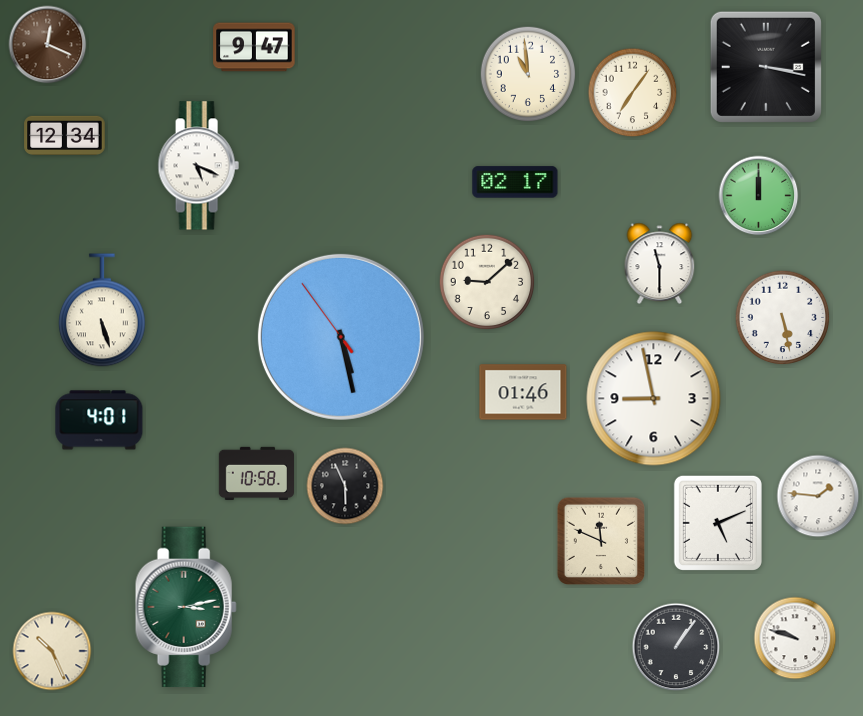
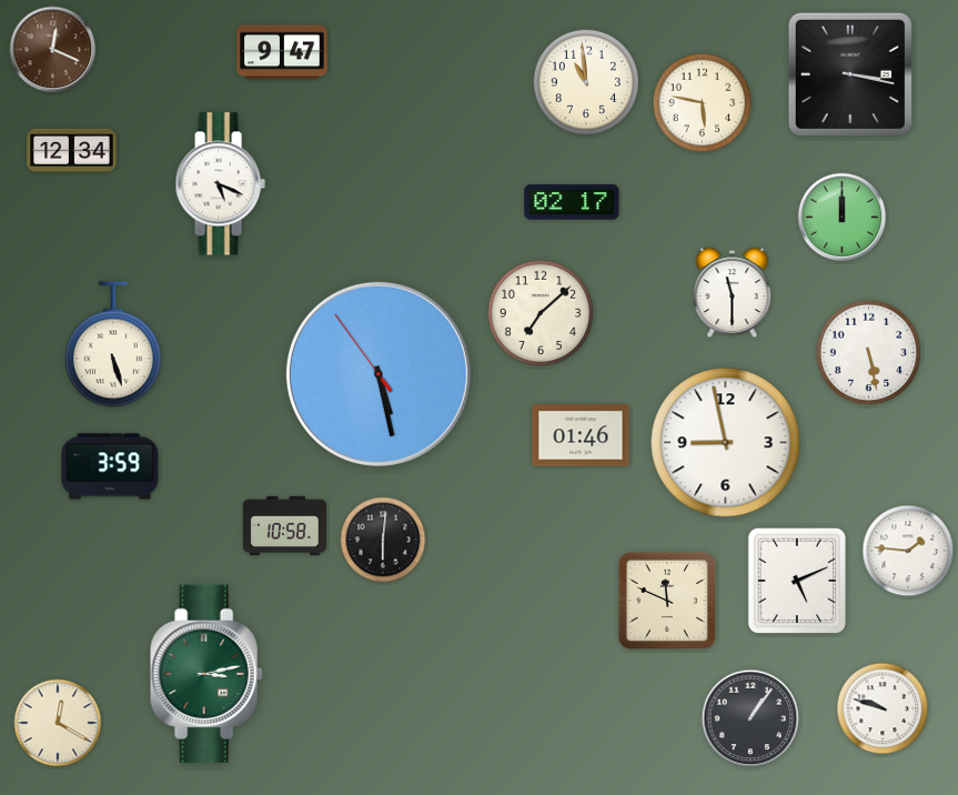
clock at (633, 93): 7:06 -> 5:47
clock at (487, 282): 9:08 -> 7:08
clock at (99, 420): 4:01 -> 3:59
clock at (345, 486): 5:56 -> 6:01
clock at (52, 651): 10:26 -> 12:20
